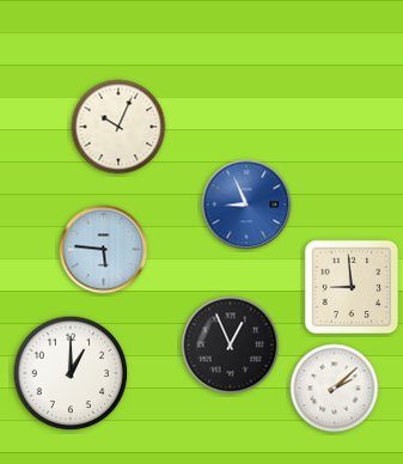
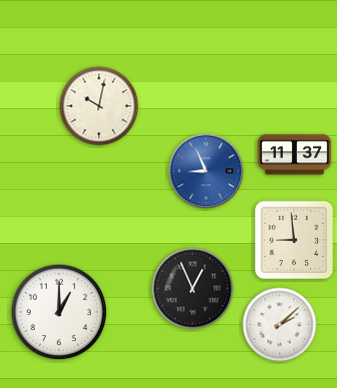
clock at (118, 127): 10:04 -> 10:02
clock at (295, 155): none -> 11:37
clock at (104, 250): 5:46 -> none
